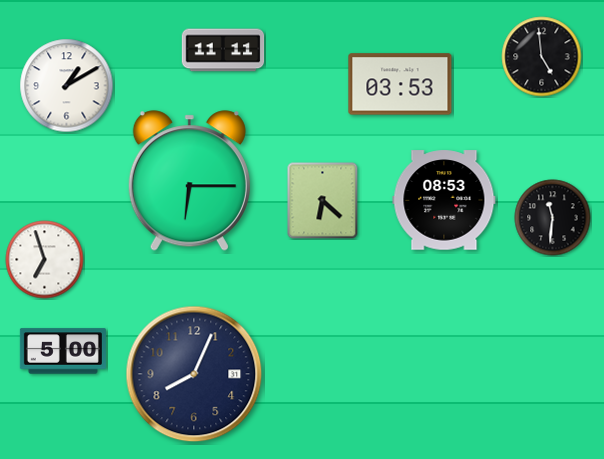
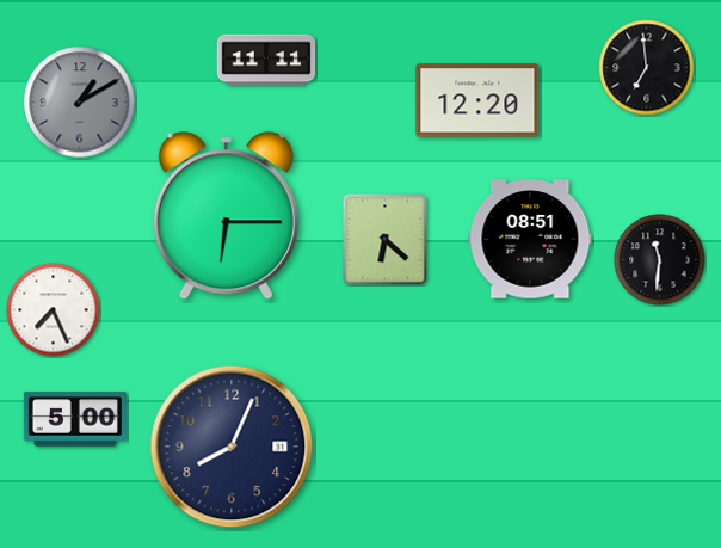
clock at (542, 57): 4:59 -> 6:59
clock at (400, 84): 03:53 -> 12:20
clock at (67, 86) dial: white -> grey
clock at (444, 200): 08:53 -> 08:51
clock at (45, 260): 6:57 -> 7:26
